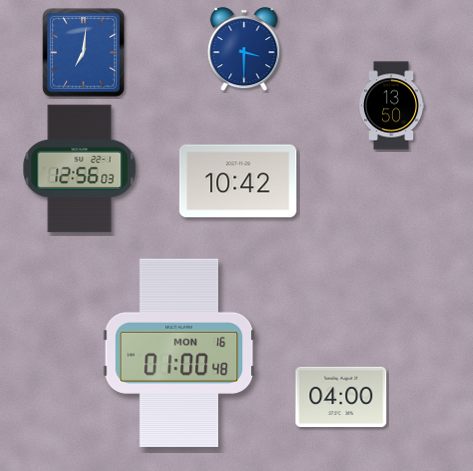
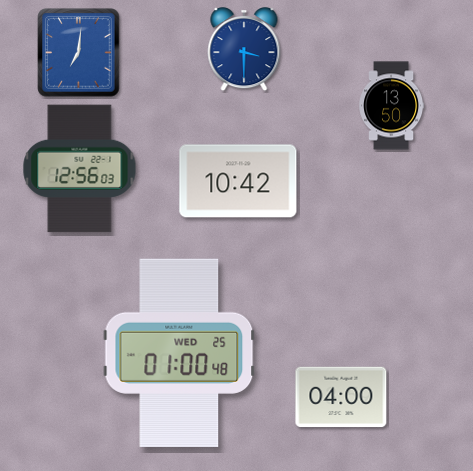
clock at (84, 53) position: (84, 53) -> (79, 53)
clock at (179, 352) date: MON 16 -> WED 25
